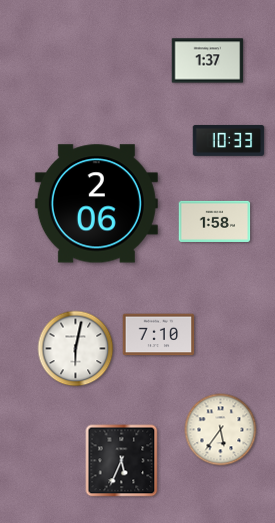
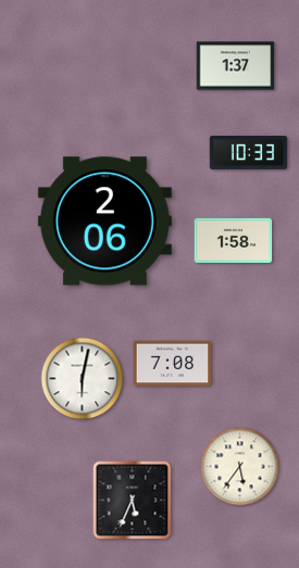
clock at (208, 61) position: (208, 61) -> (236, 66)
clock at (159, 335): 7:10 -> 7:08
